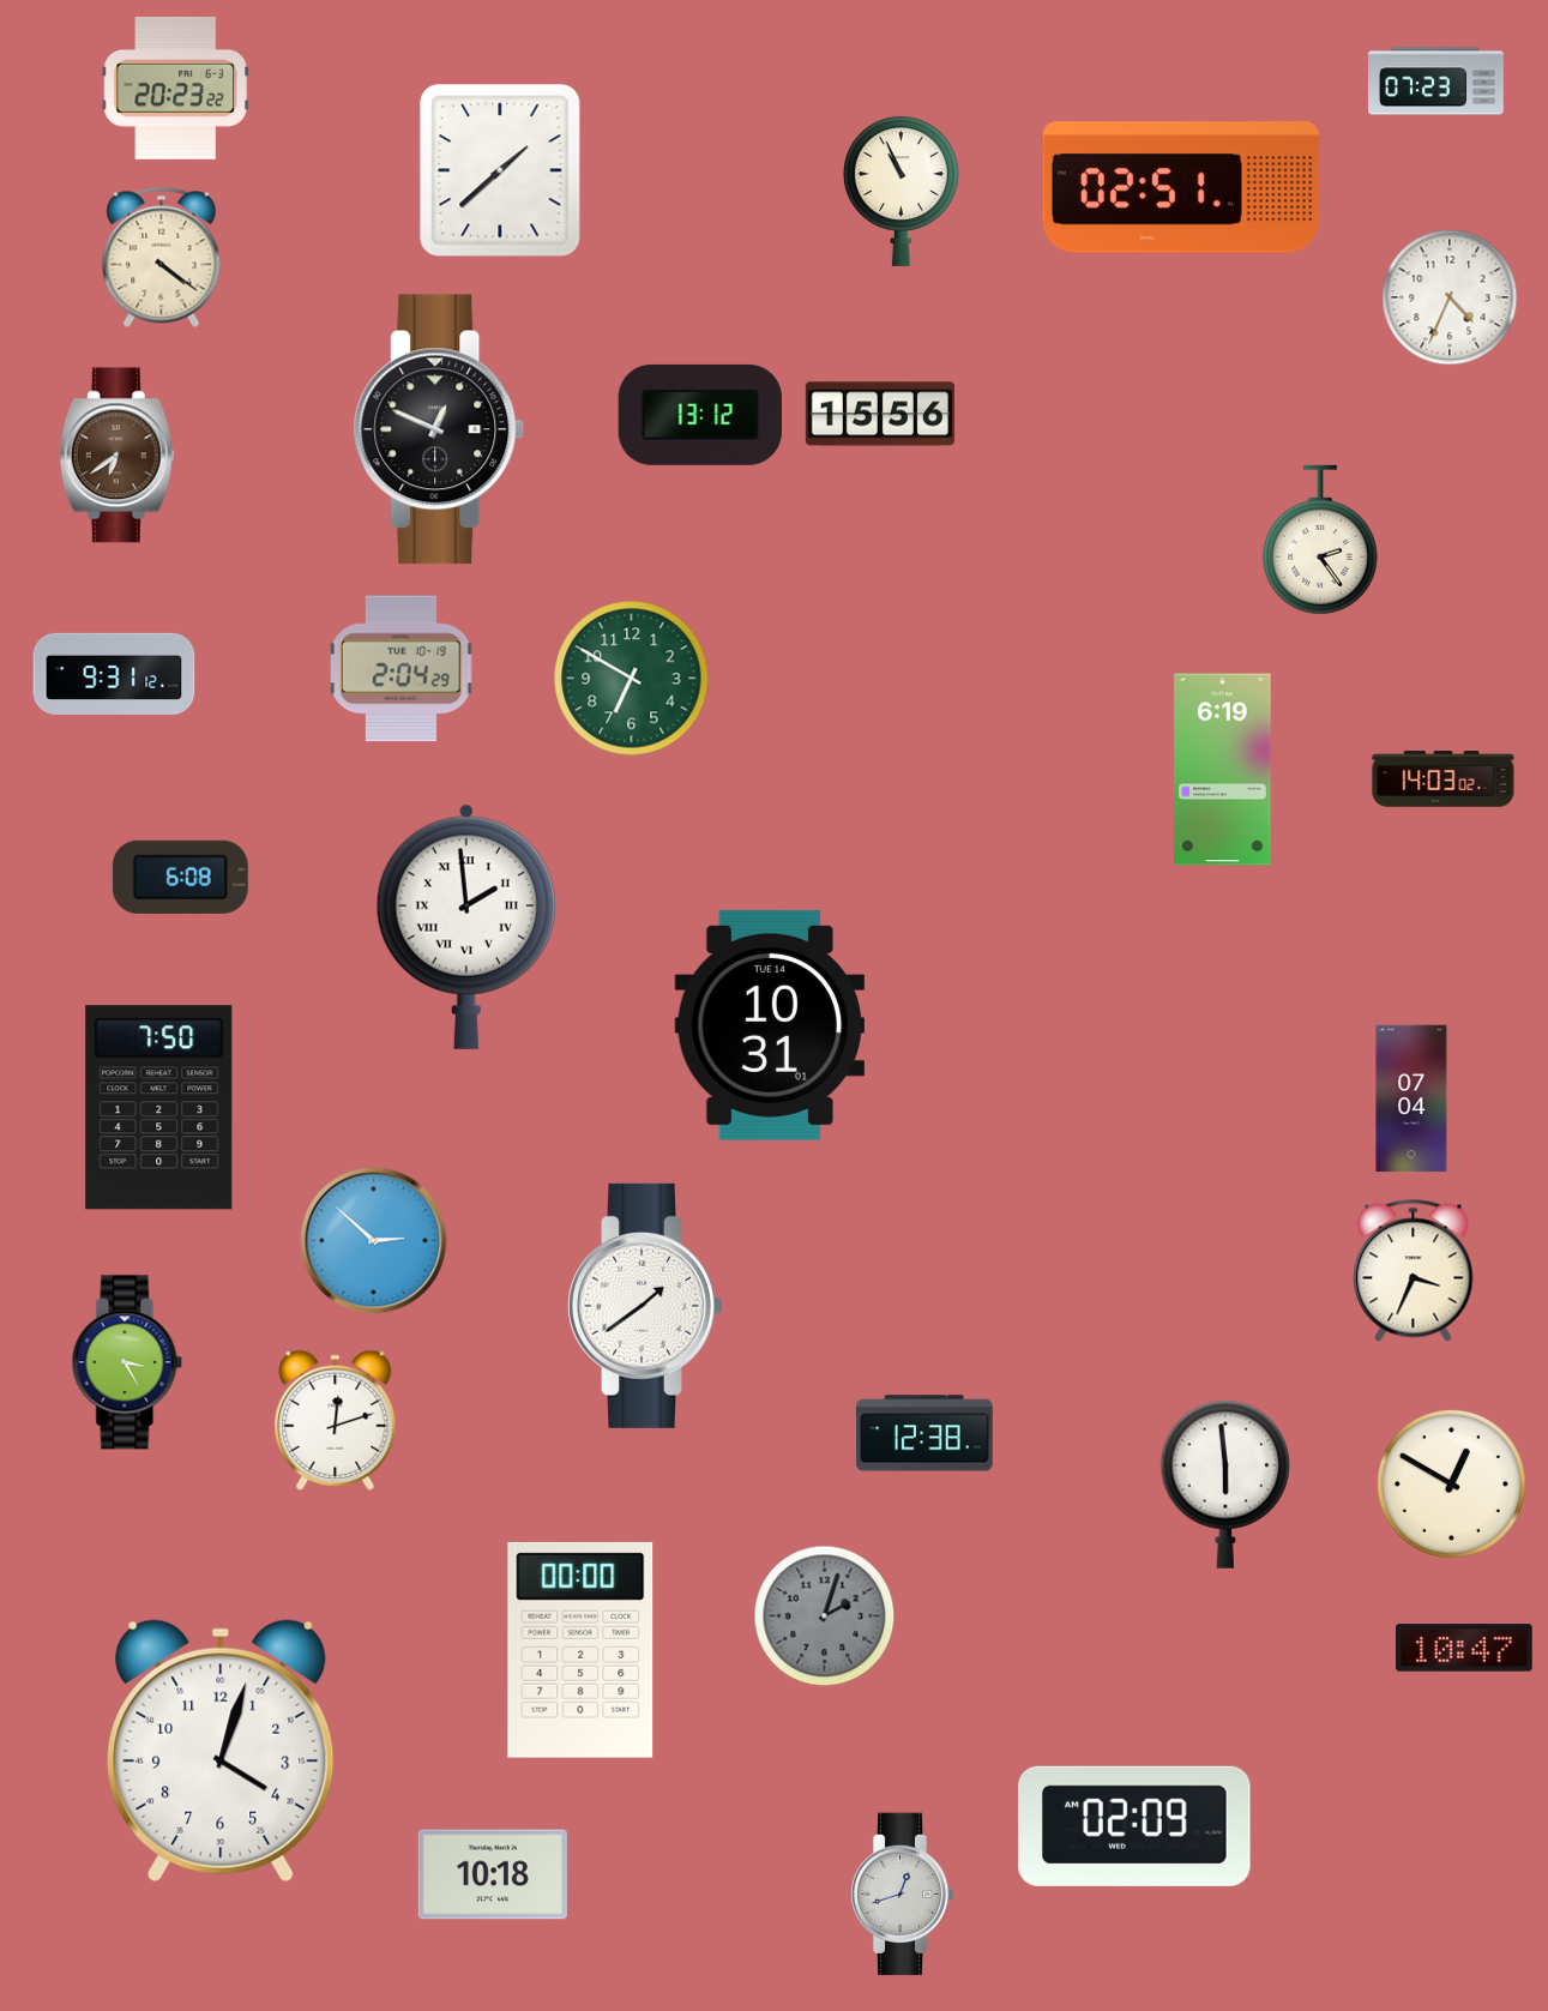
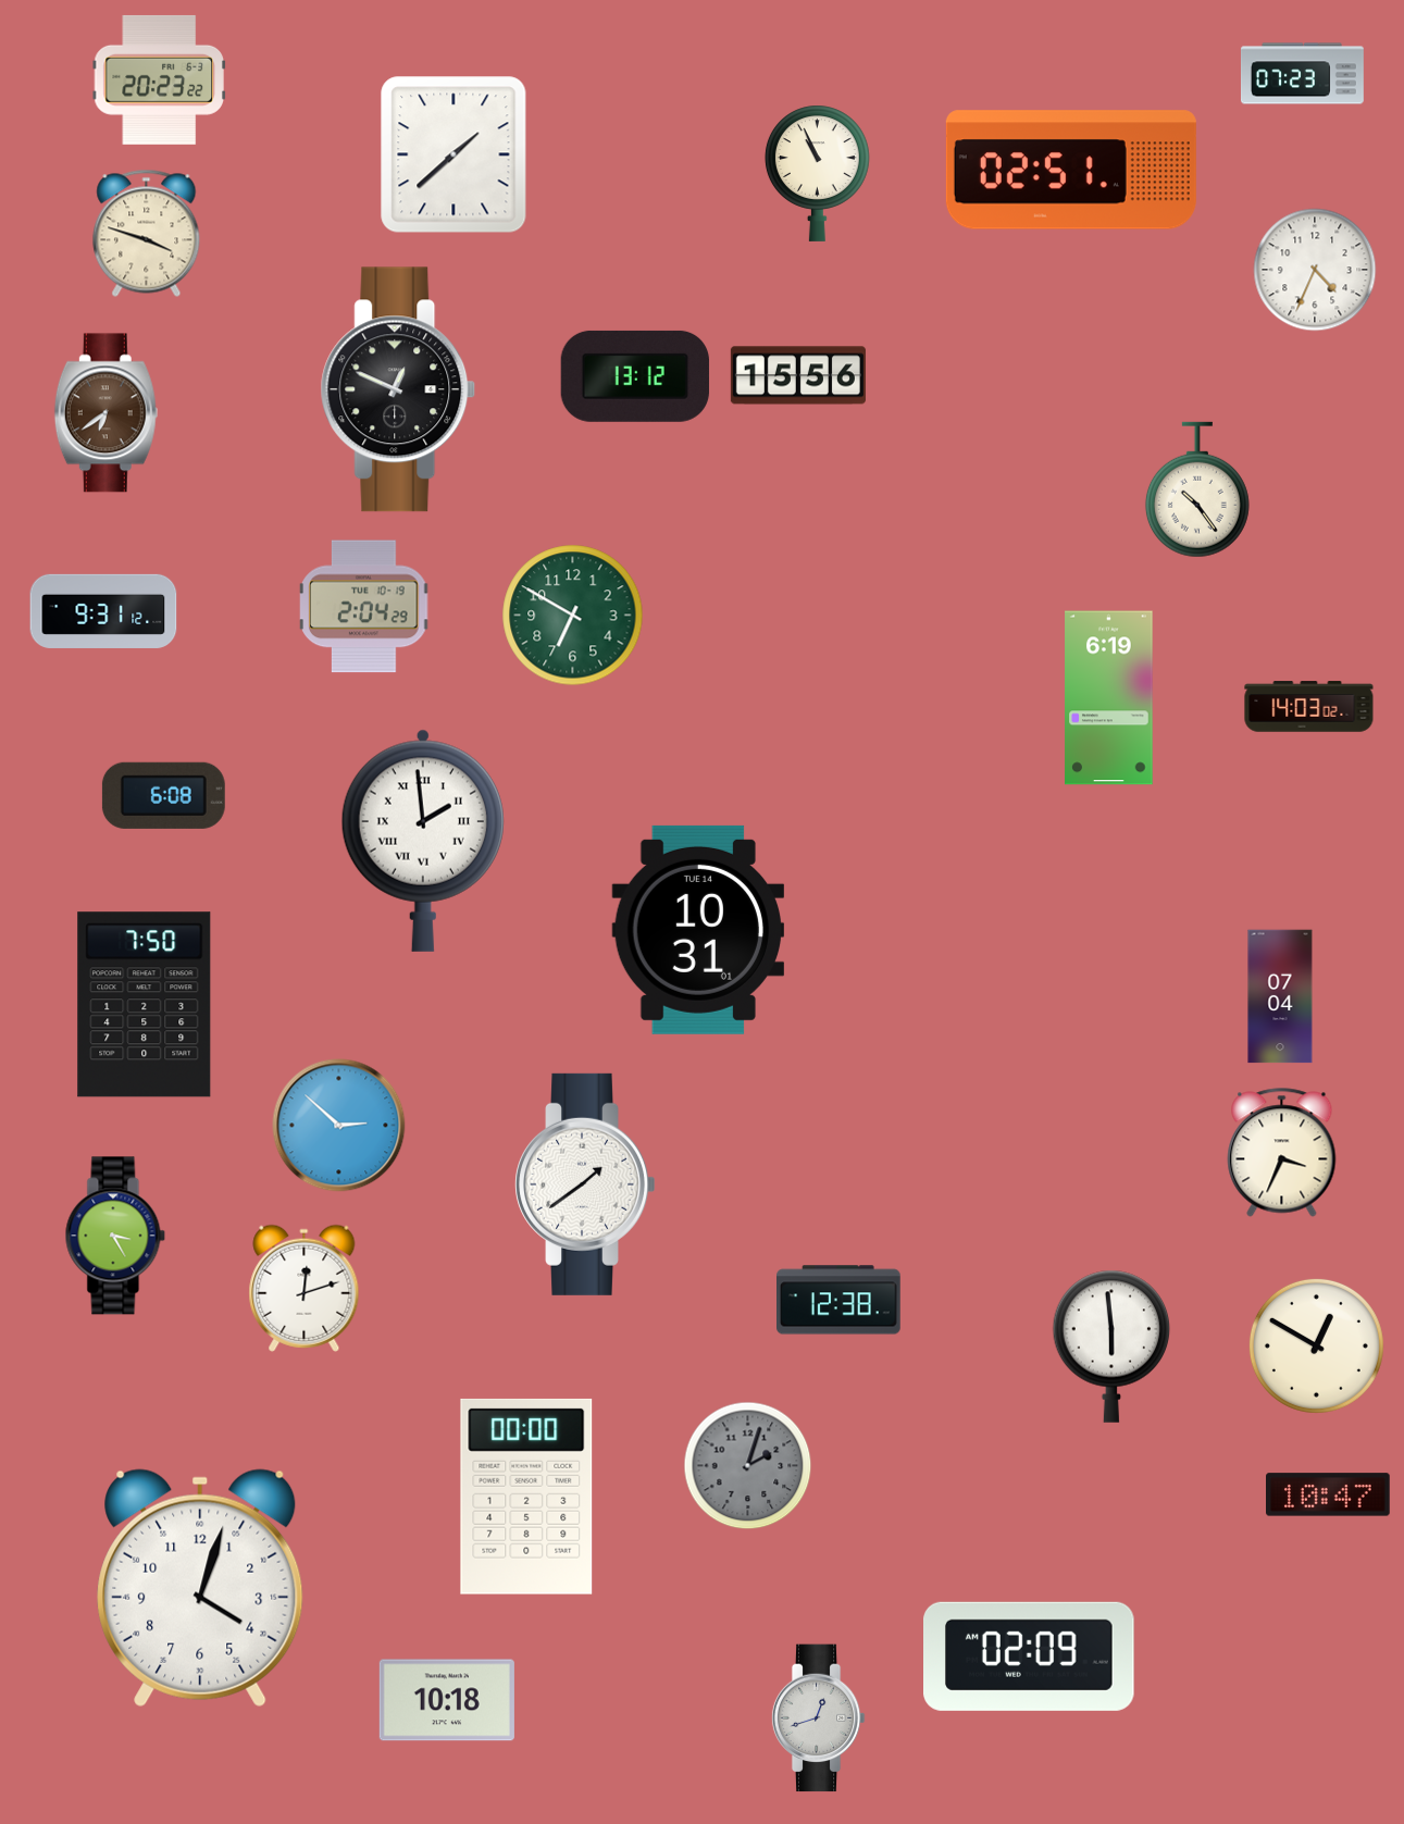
clock at (162, 257): 4:21 -> 3:48
clock at (1320, 540): 2:24 -> 10:24
